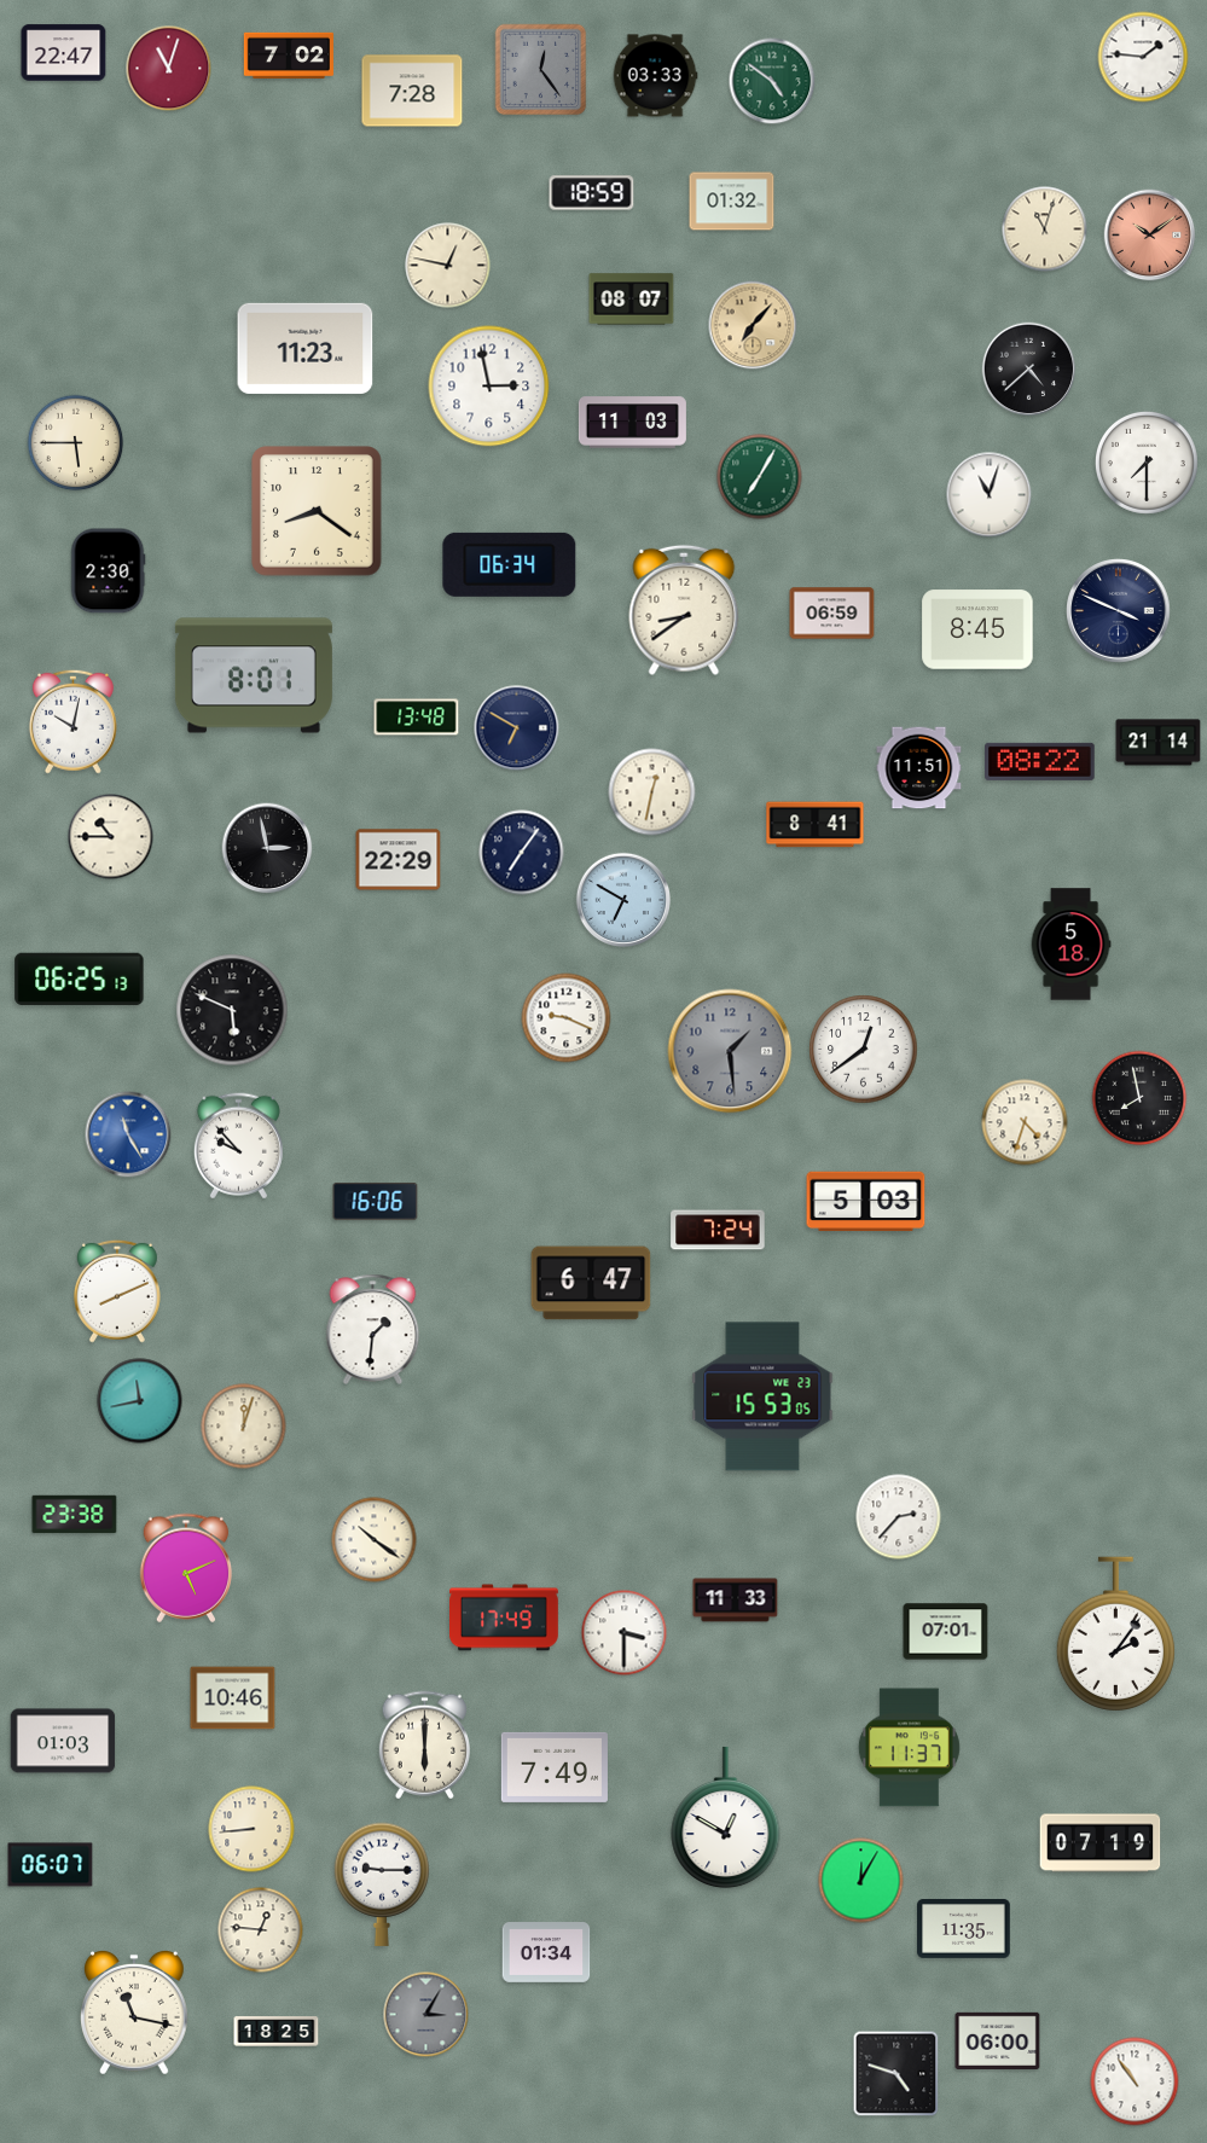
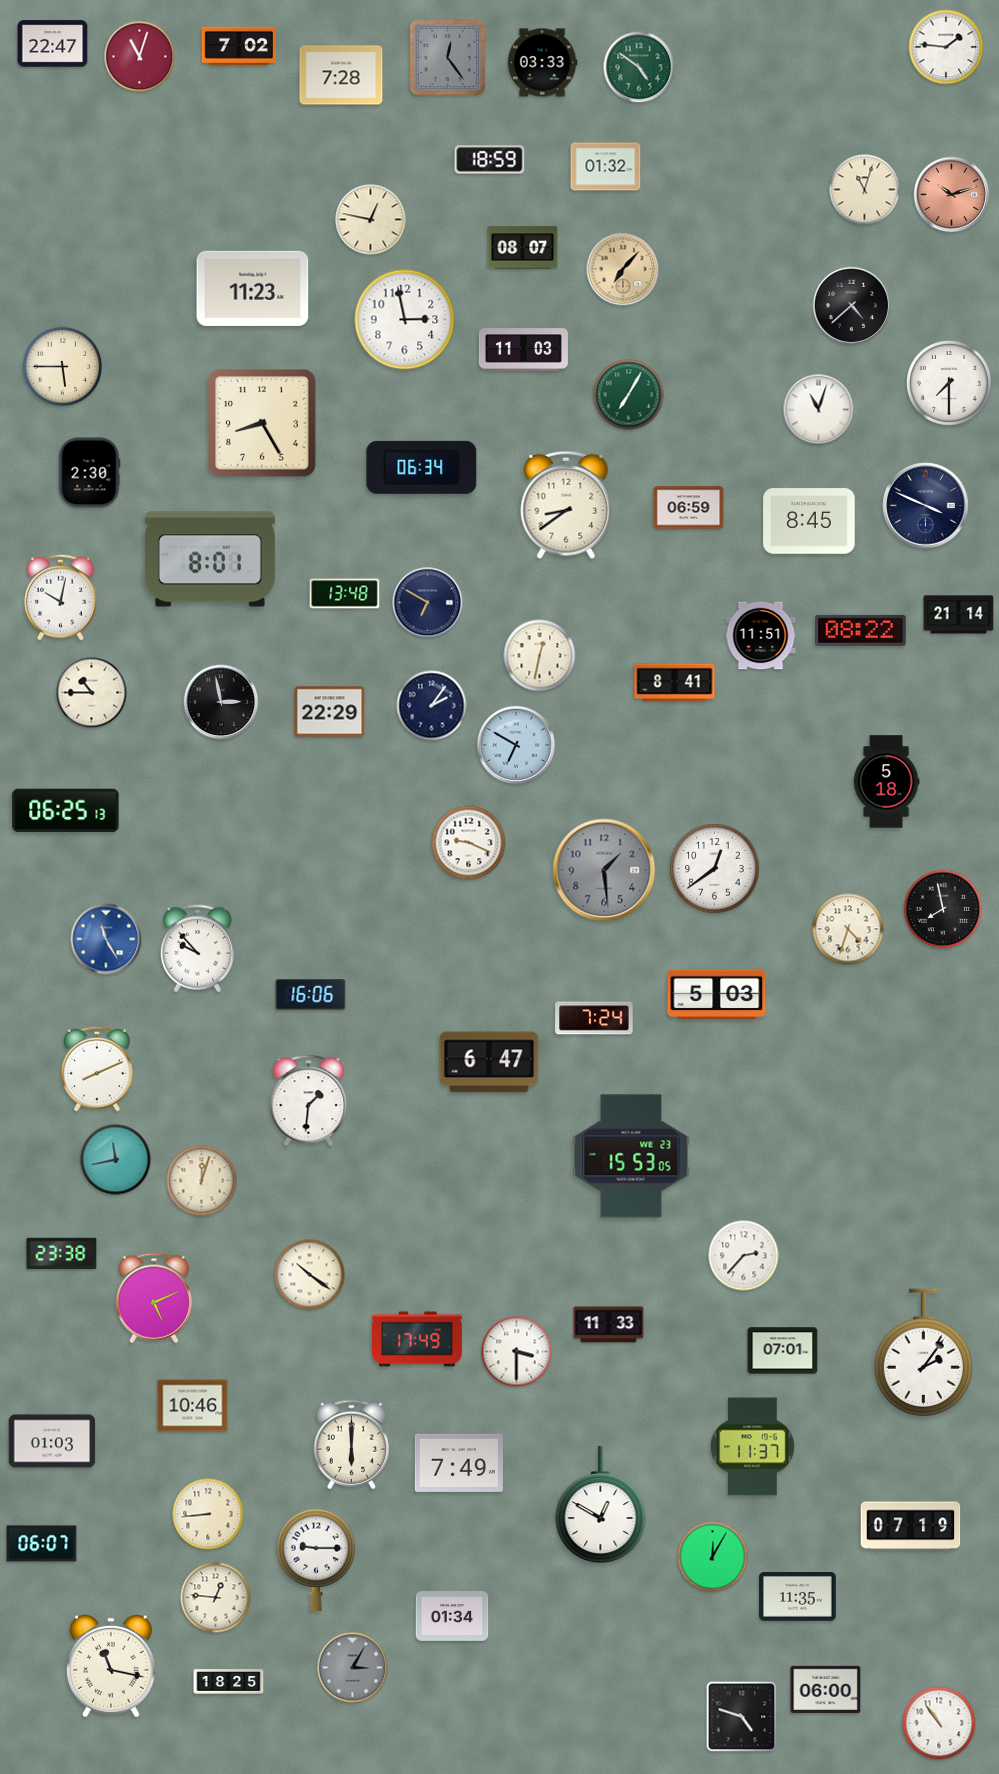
clock at (1150, 236): 10:09 -> 10:12
clock at (317, 511): 8:21 -> 8:25
clock at (522, 853): 7:06 -> 2:06
clock at (232, 1010): 5:49 -> none
